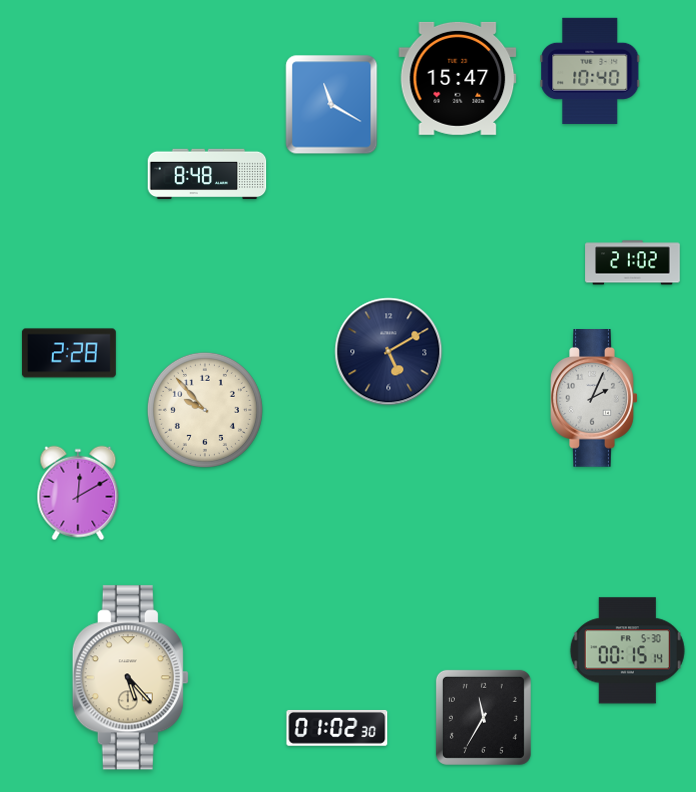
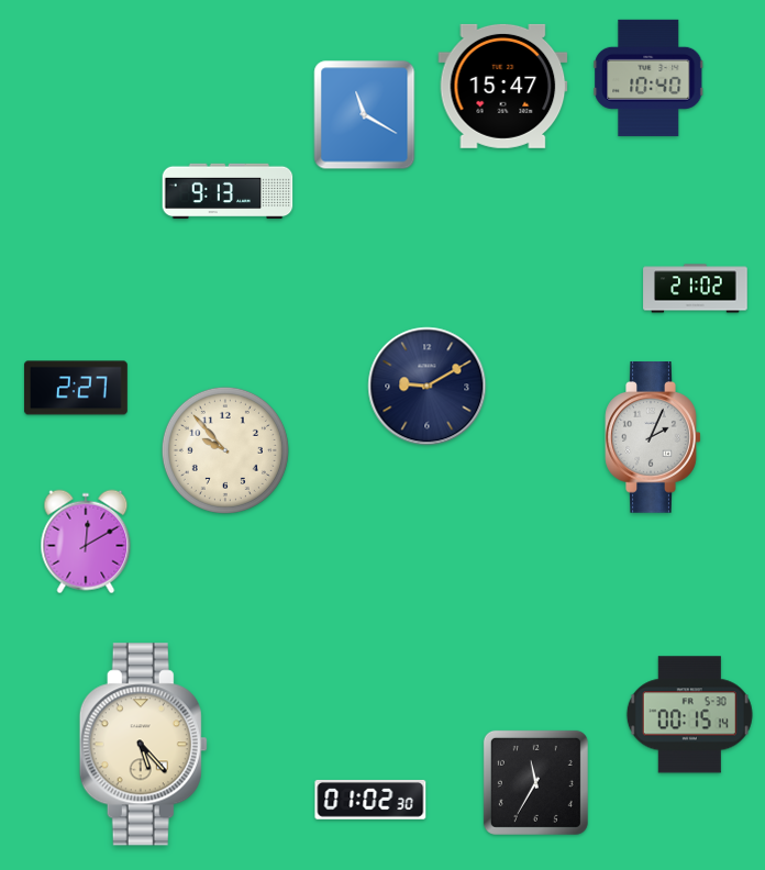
clock at (207, 174): 8:48 -> 9:13
clock at (389, 352): 5:10 -> 9:10
clock at (69, 353): 2:28 -> 2:27
clock at (483, 717) position: (483, 717) -> (535, 782)
